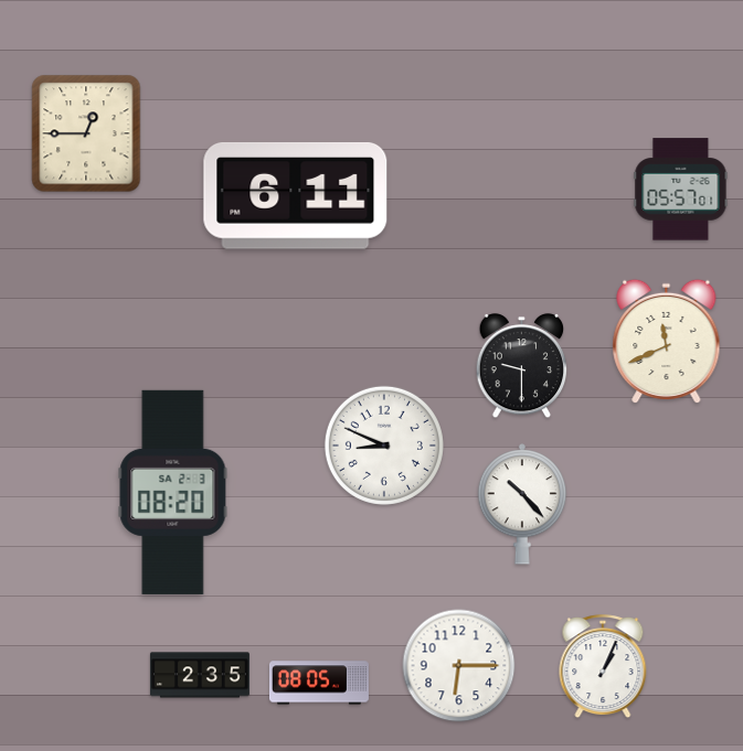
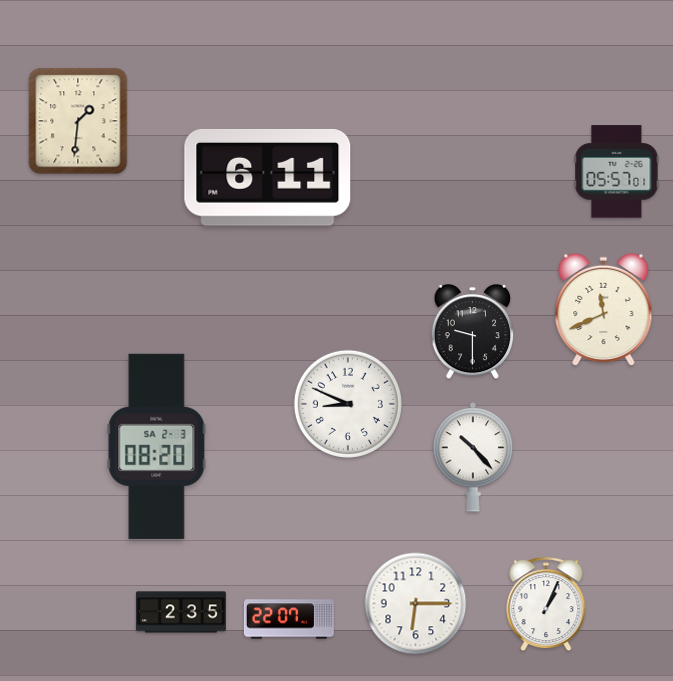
clock at (86, 133): 12:45 -> 1:31
clock at (319, 683): 08:05 -> 22:07
